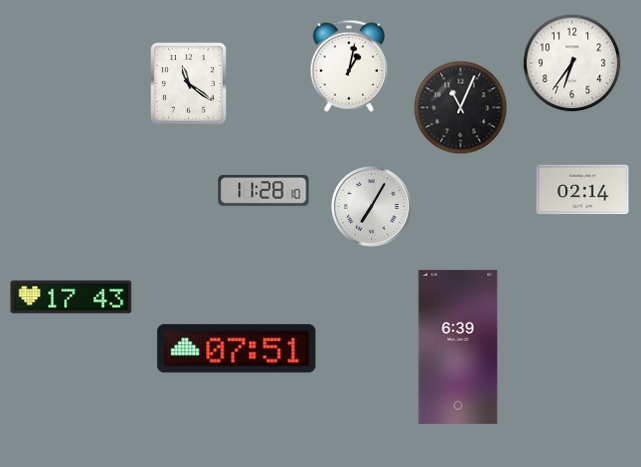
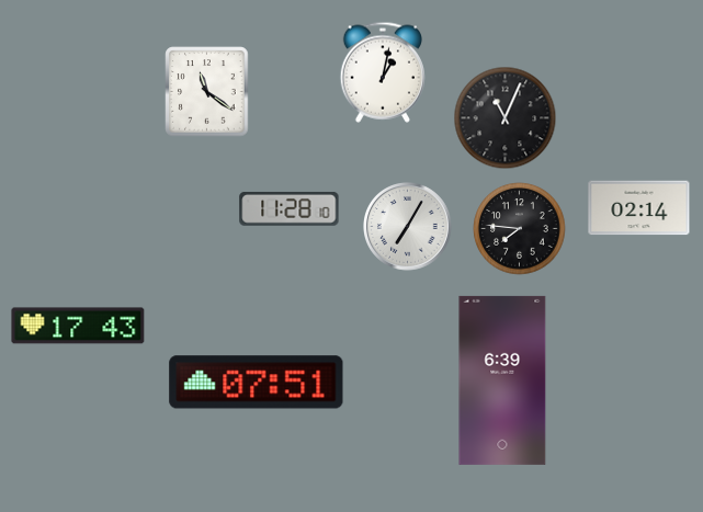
clock at (572, 63): 6:36 -> none
clock at (520, 229): none -> 7:46
clock at (237, 349) position: (237, 349) -> (257, 383)
